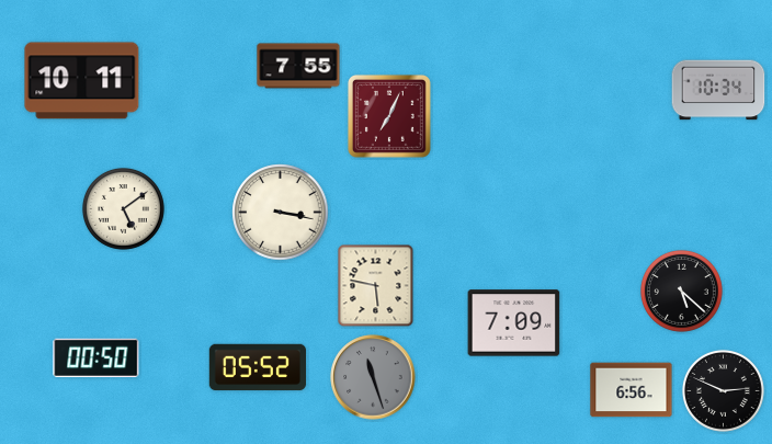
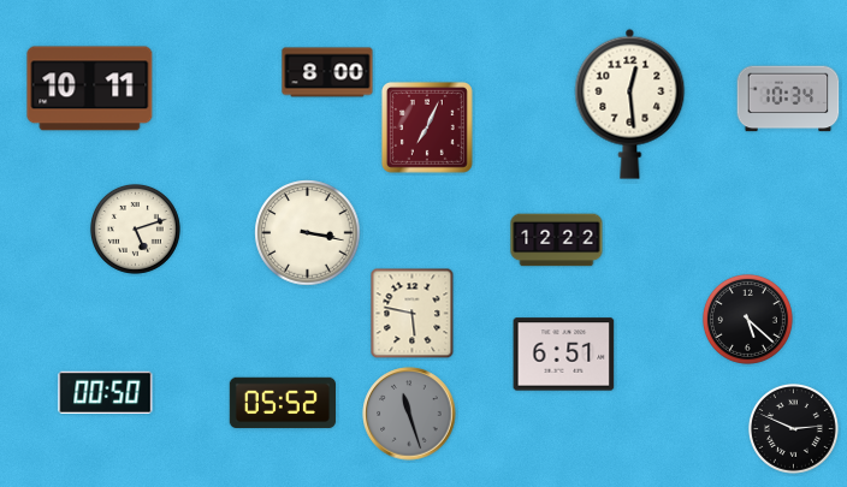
clock at (298, 66): 7:55 -> 8:00
clock at (630, 103): none -> 12:29
clock at (123, 208): 5:09 -> 5:12
clock at (557, 240): none -> 12:22
clock at (514, 323): 7:09 -> 6:51
clock at (632, 390): 6:56 -> none
